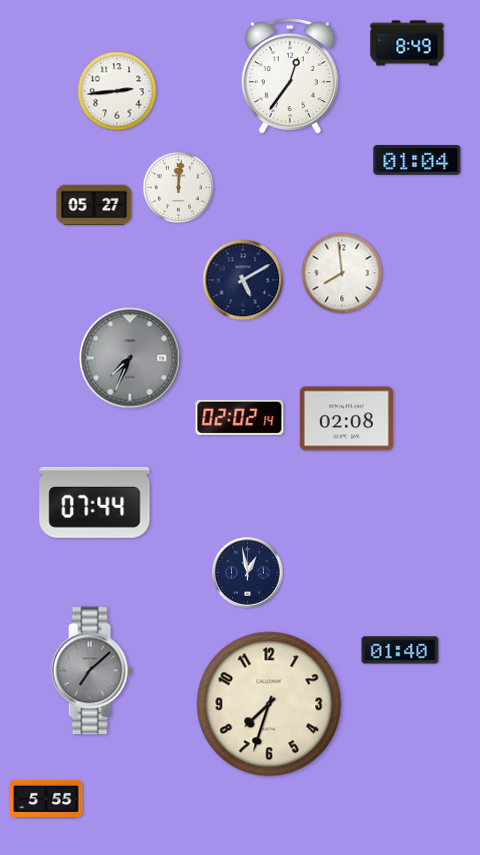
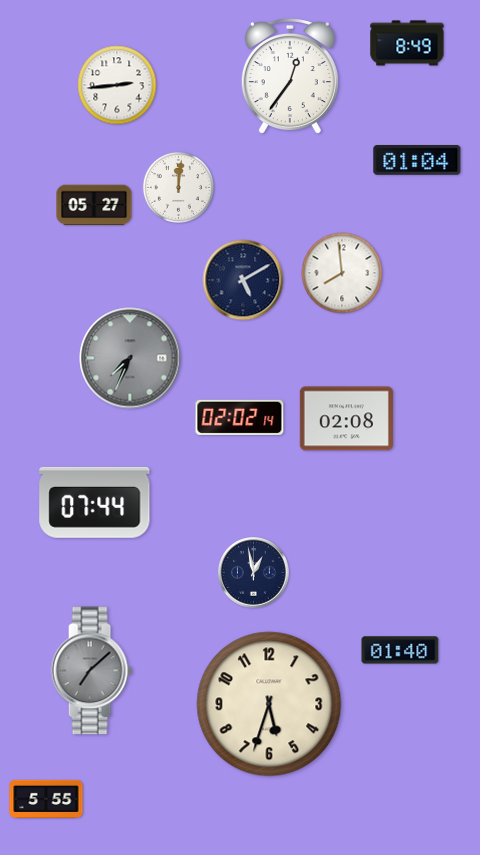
clock at (117, 91) position: (117, 91) -> (117, 85)
clock at (248, 573) position: (248, 573) -> (254, 573)
clock at (269, 704): 7:33 -> 5:33
